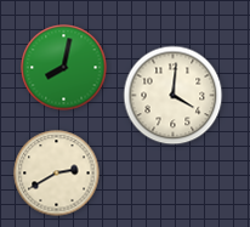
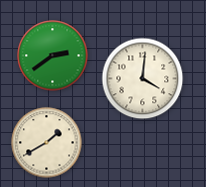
clock at (64, 68): 8:02 -> 2:39
clock at (57, 174): 2:40 -> 1:40
